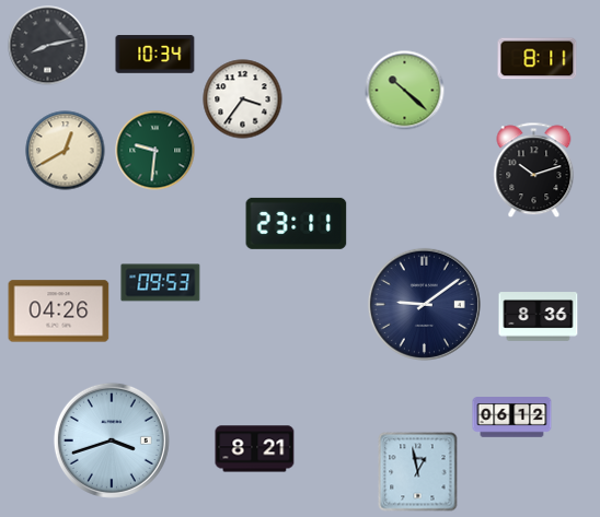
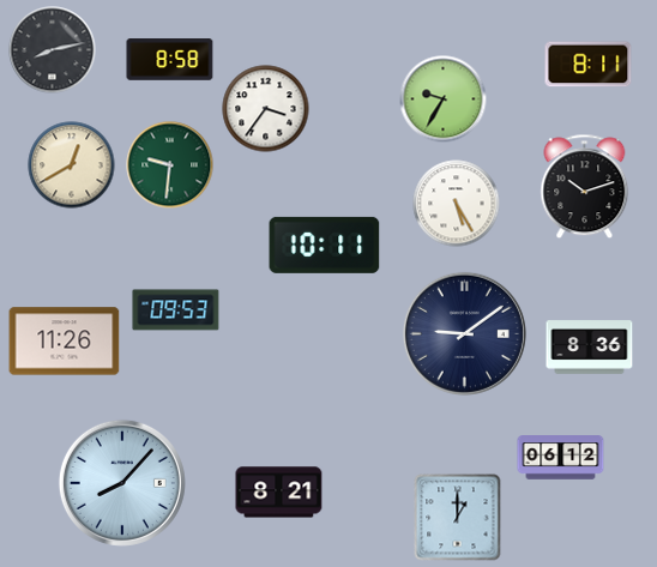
clock at (155, 55): 10:34 -> 8:58
clock at (405, 91): 10:22 -> 9:35
clock at (457, 204): none -> 5:25
clock at (297, 223): 23:11 -> 10:11
clock at (59, 312): 04:26 -> 11:26
clock at (112, 440): 3:42 -> 8:07
clock at (418, 472): 12:58 -> 1:00
